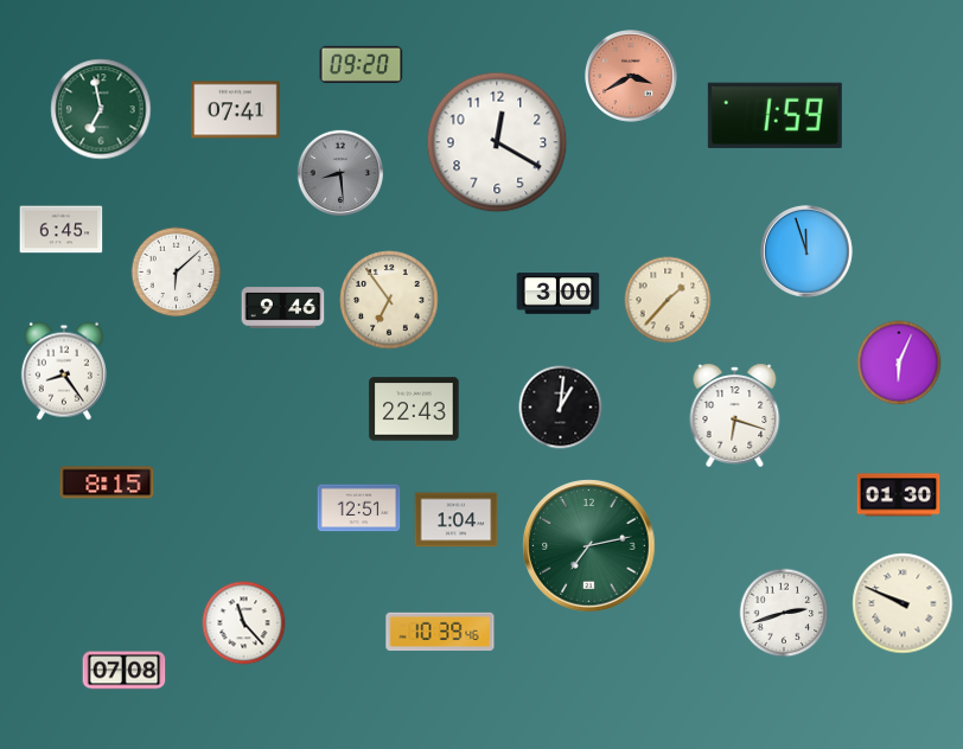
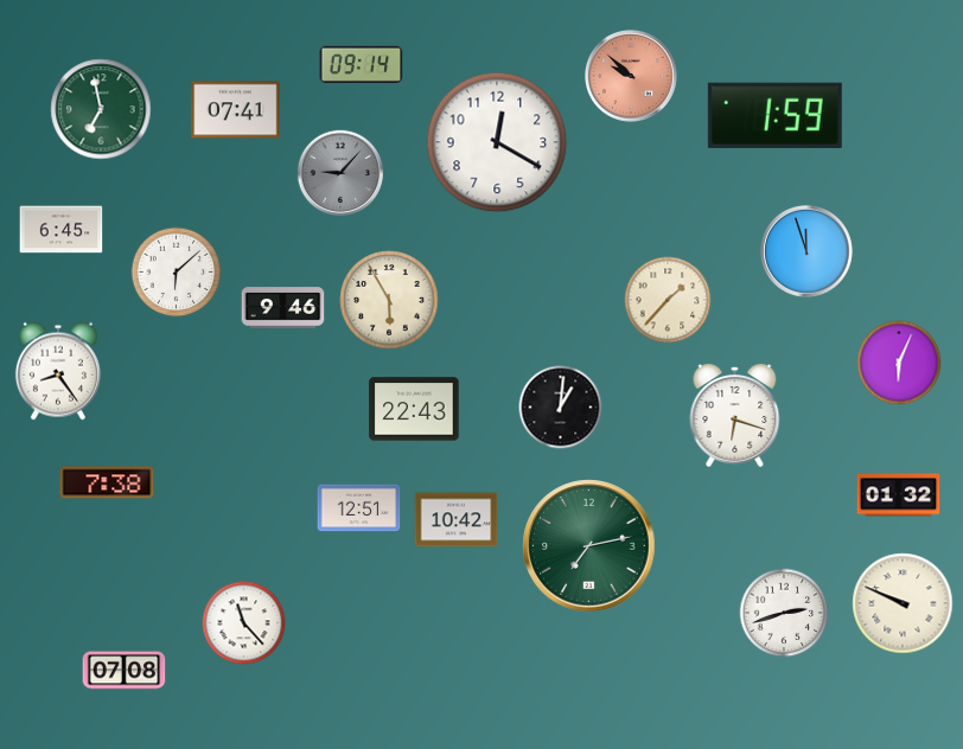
clock at (362, 64): 09:20 -> 09:14
clock at (632, 77): 3:40 -> 9:52
clock at (339, 172): 8:29 -> 9:07
clock at (559, 294): 3:00 -> none
clock at (389, 300): 6:54 -> 5:55
clock at (64, 371) position: (64, 371) -> (58, 371)
clock at (107, 482): 8:15 -> 7:38
clock at (899, 495): 01:30 -> 01:32
clock at (457, 520): 1:04 -> 10:42
clock at (440, 632): 10:39 -> none
